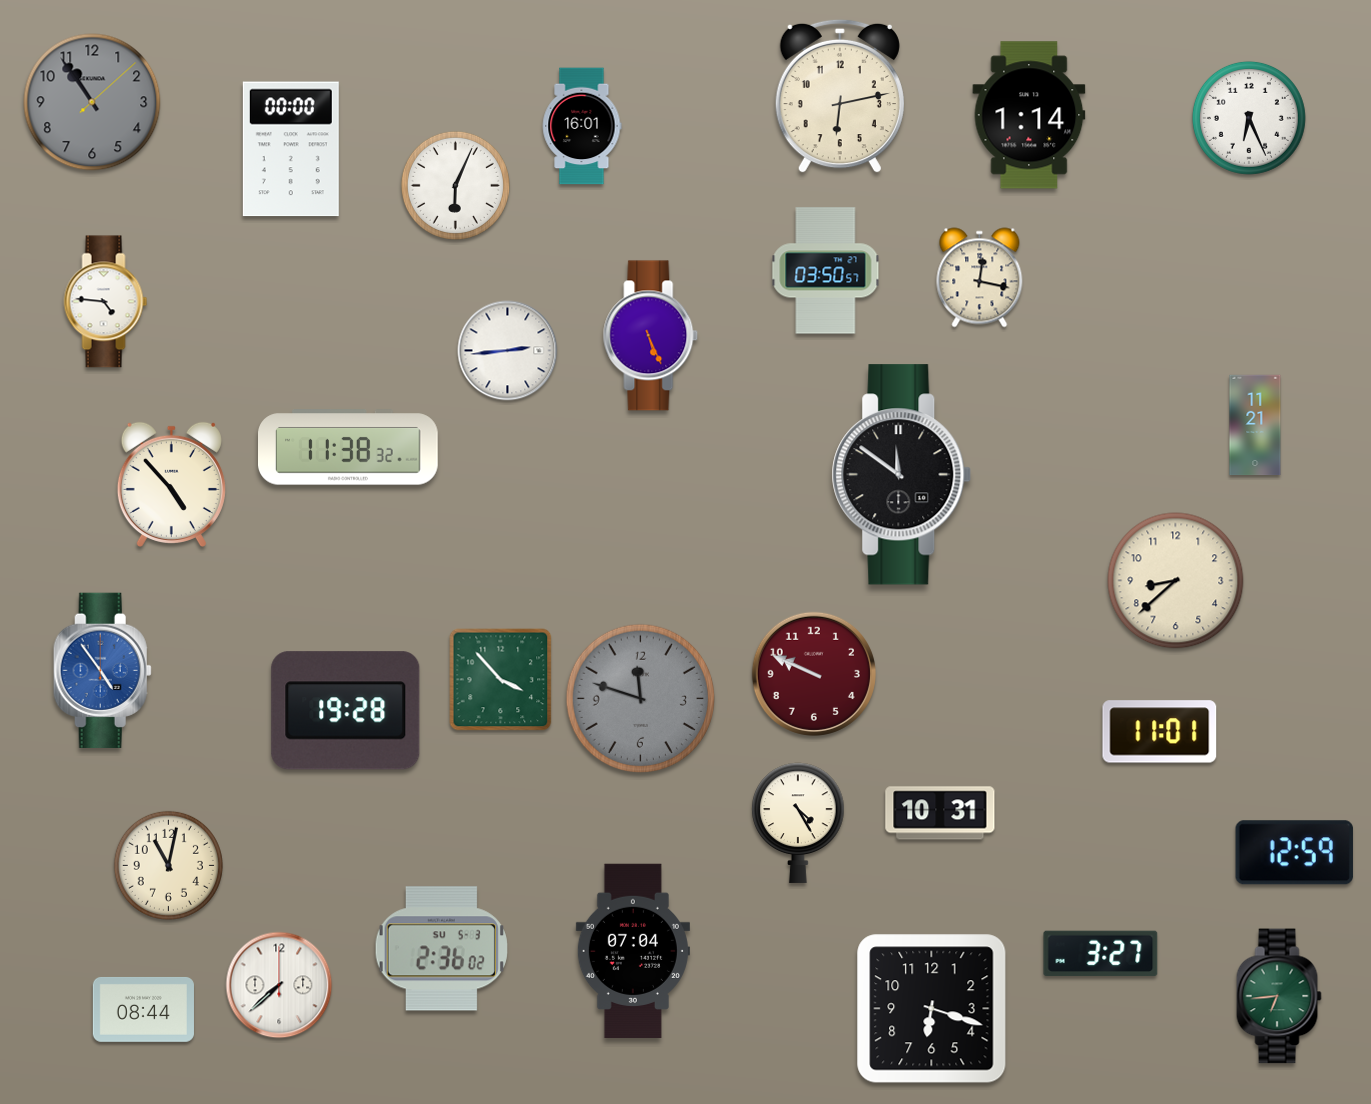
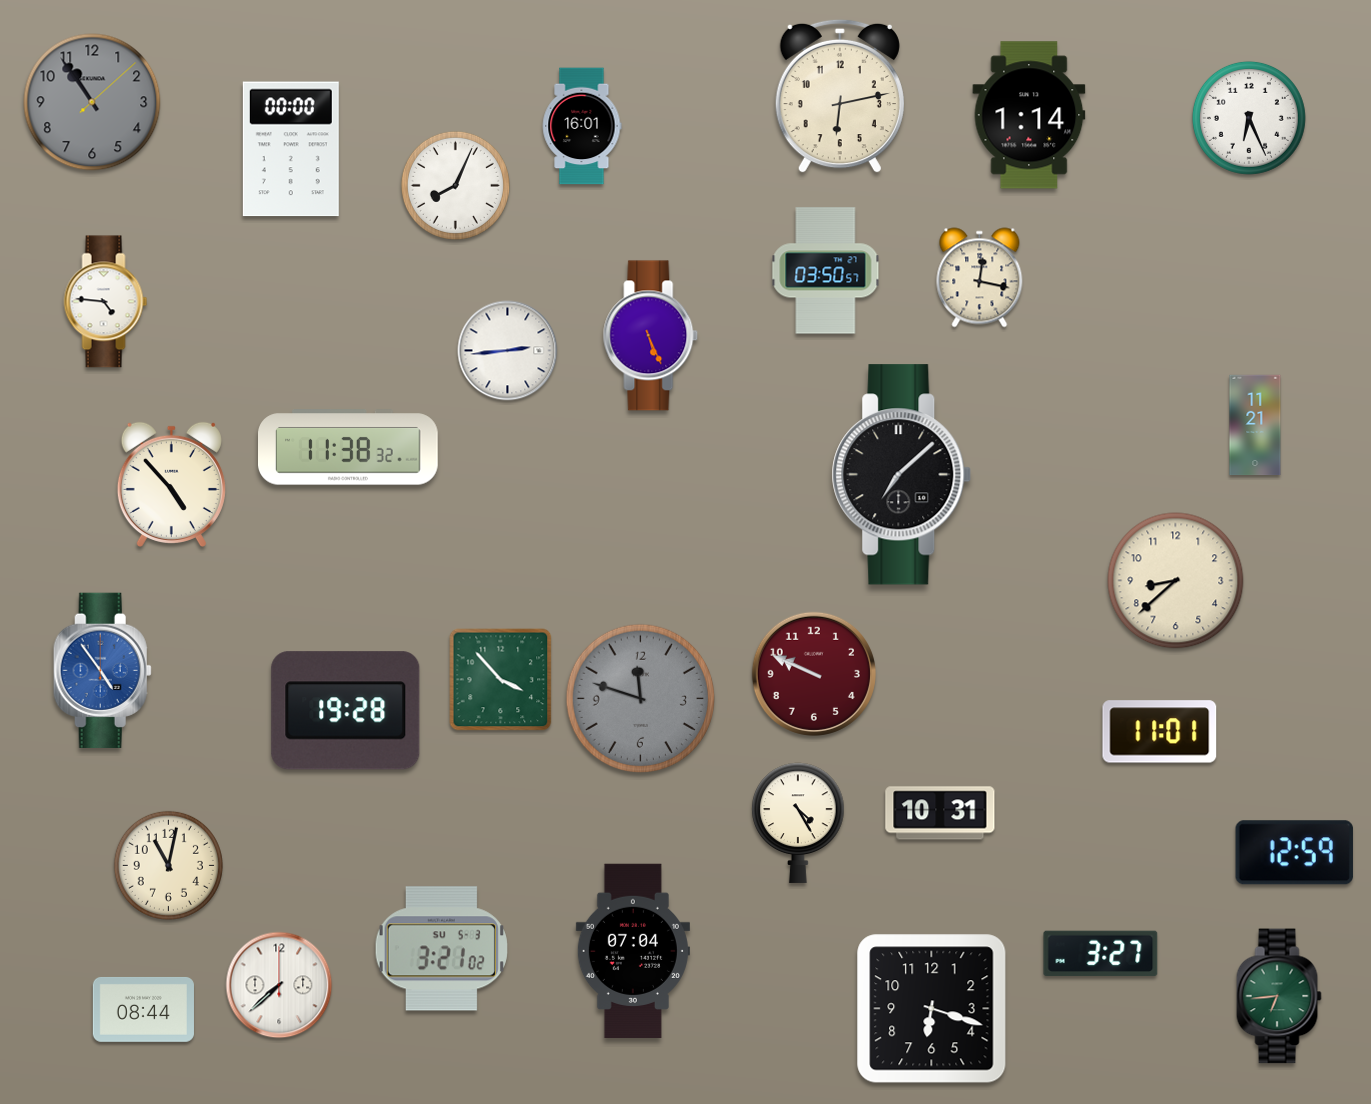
clock at (455, 185): 6:04 -> 8:04
clock at (902, 475): 11:51 -> 7:08
clock at (441, 949): 2:36 -> 3:21
